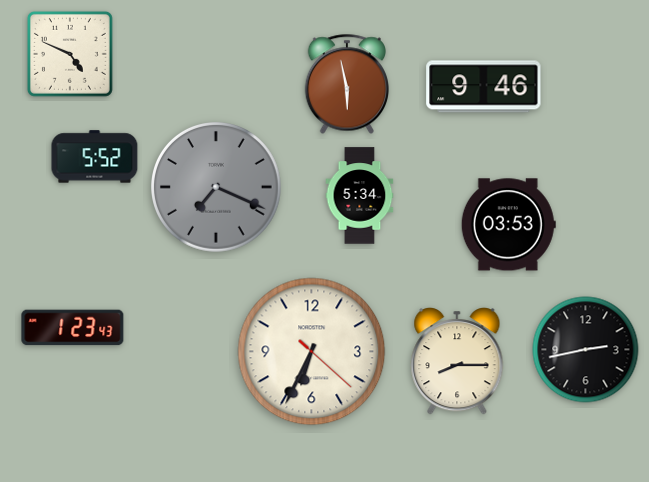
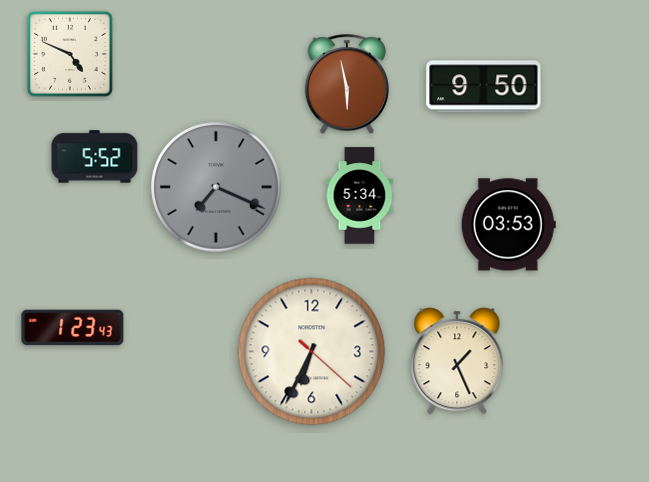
clock at (484, 87): 9:46 -> 9:50
clock at (586, 350): 2:43 -> none
clock at (457, 361): 8:15 -> 1:26
